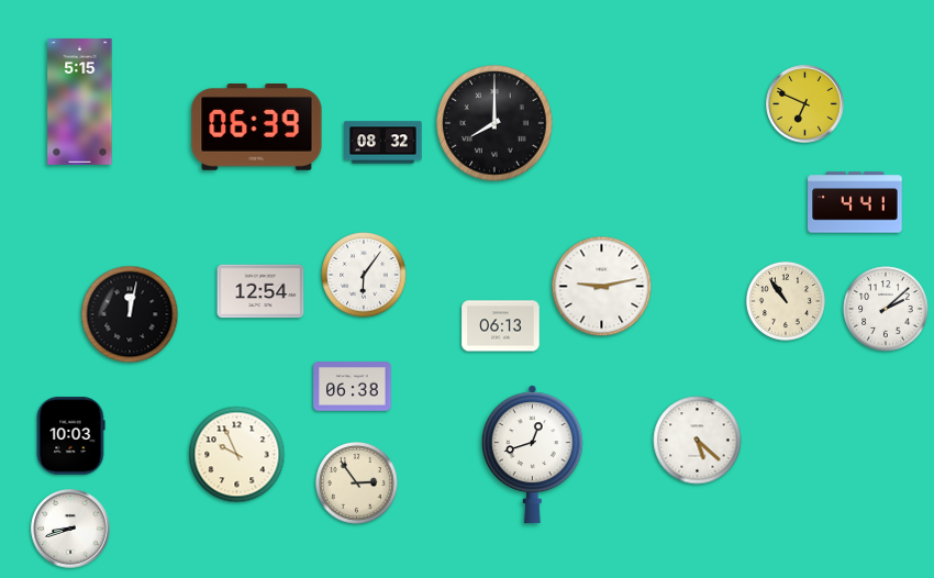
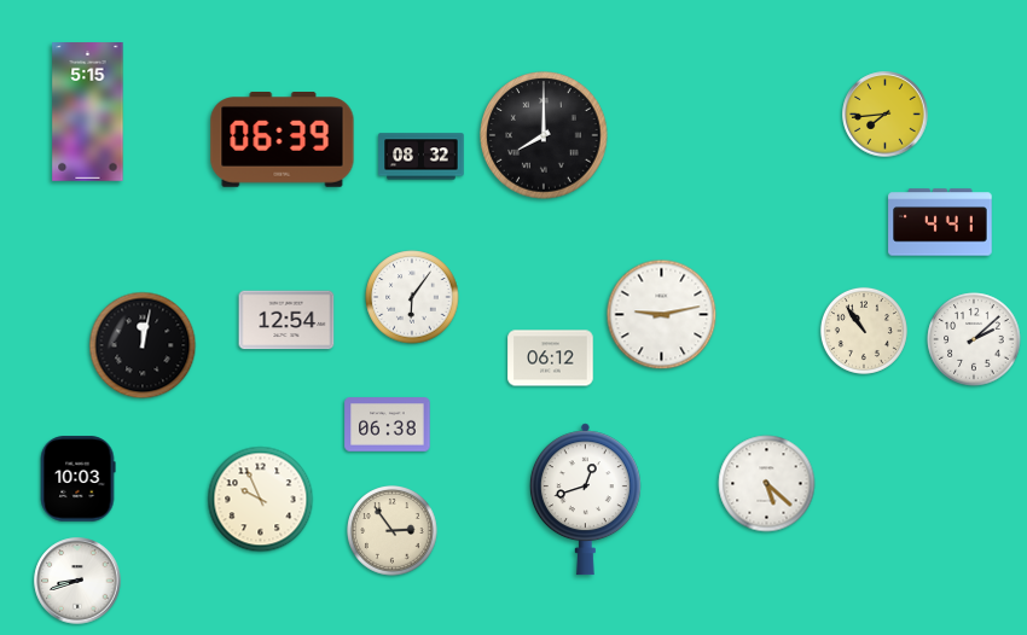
clock at (805, 104): 6:49 -> 7:44
clock at (364, 275) position: (364, 275) -> (412, 297)
clock at (501, 326): 06:13 -> 06:12
